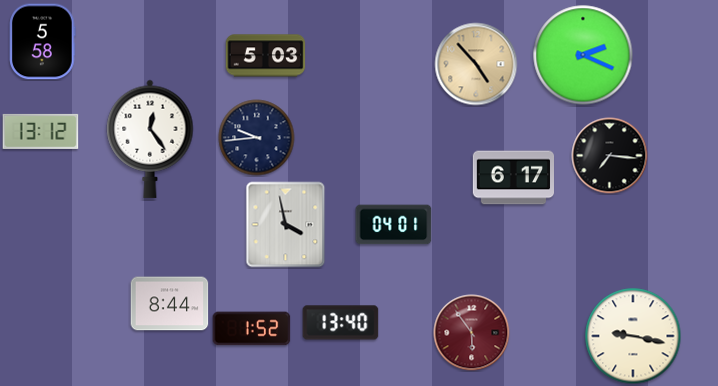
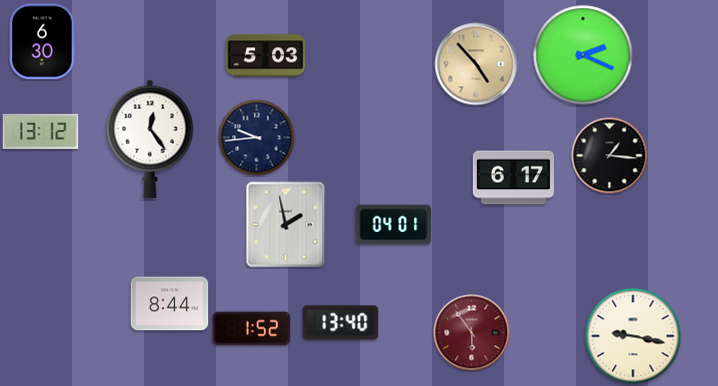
clock at (43, 42): 5:58 -> 6:30
clock at (610, 156): 7:16 -> 1:16
clock at (286, 225): 3:58 -> 1:58
